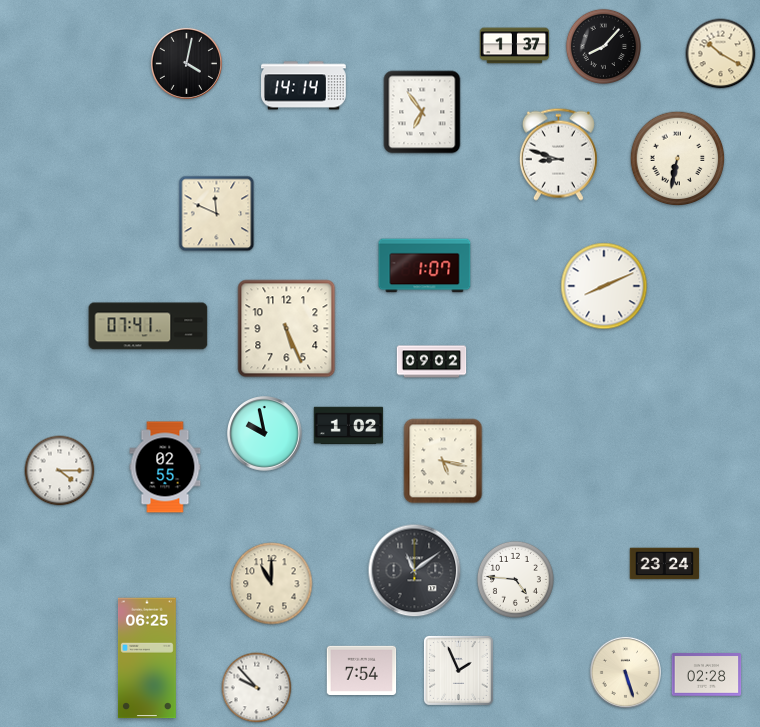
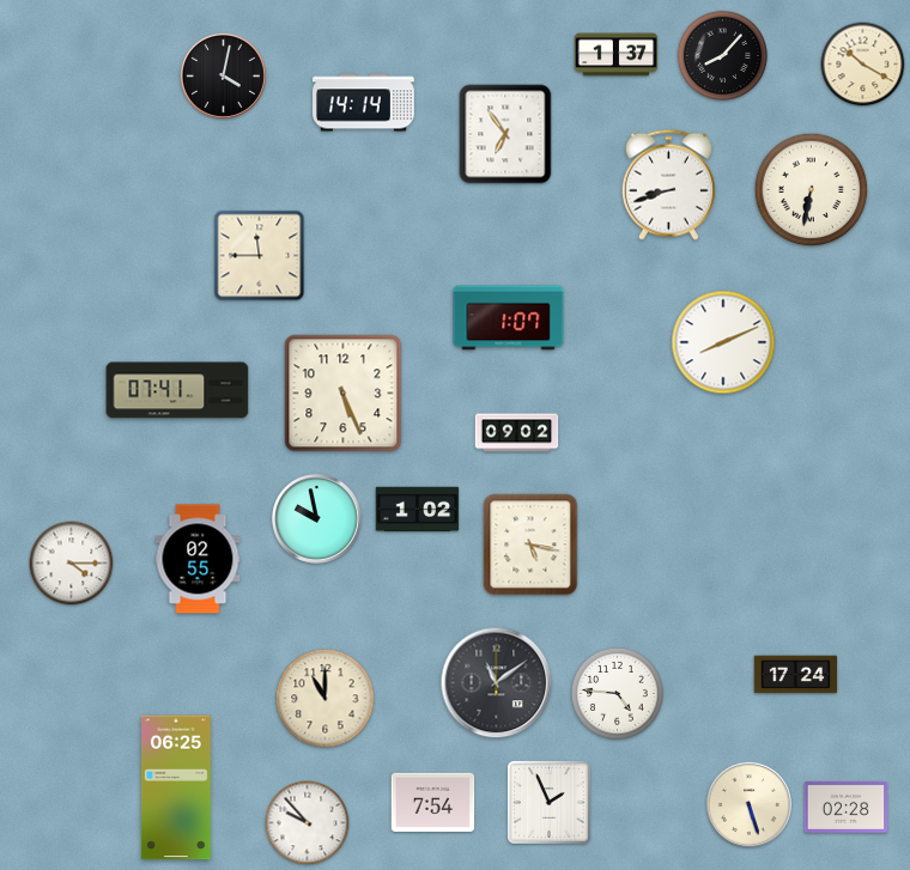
clock at (558, 154): 8:48 -> 8:42
clock at (217, 214): 11:49 -> 11:45
clock at (443, 461) position: (443, 461) -> (530, 544)
clock at (665, 564): 23:24 -> 17:24
